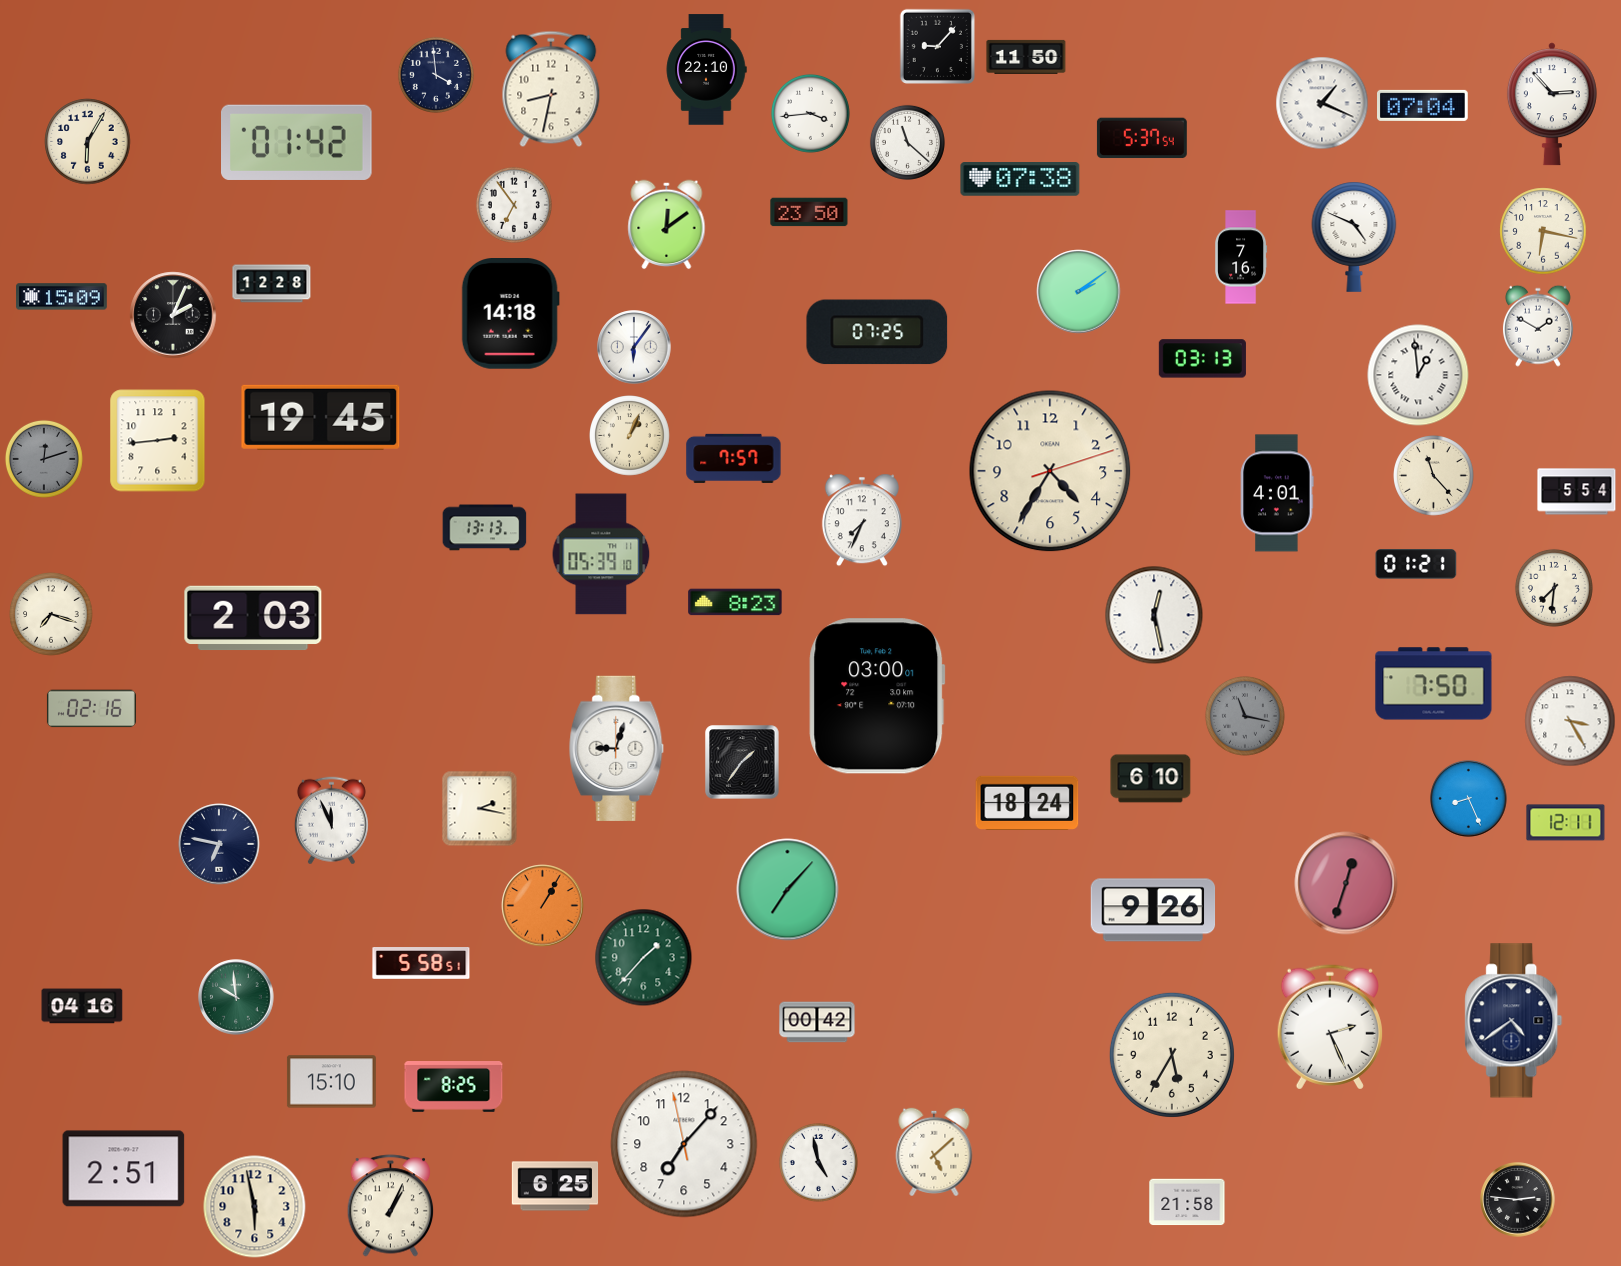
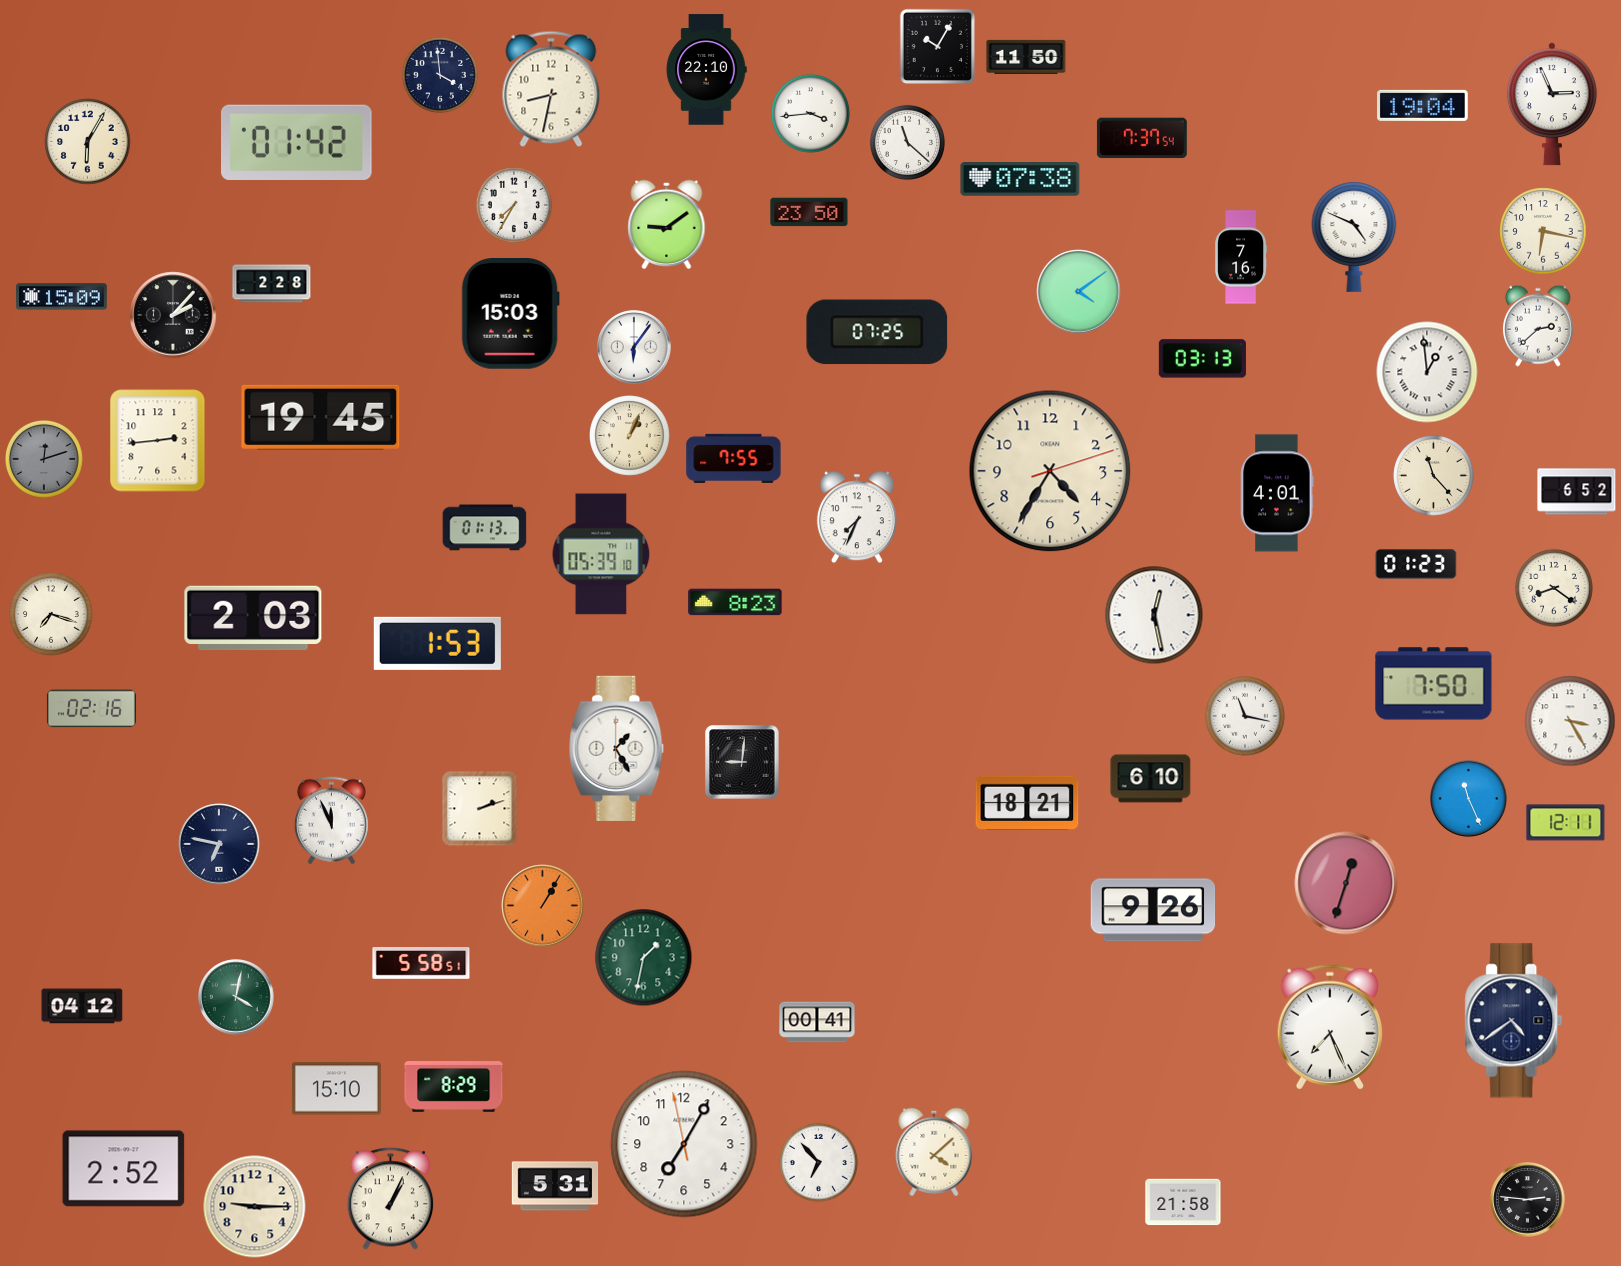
clock at (937, 46): 9:07 -> 10:05
clock at (436, 75) position: (436, 75) -> (440, 75)
clock at (1322, 103): 1:19 -> none
clock at (1552, 104): 2:53 -> 2:56
clock at (1423, 105): 07:04 -> 19:04
clock at (1142, 138): 5:37 -> 7:37
clock at (514, 205): 6:54 -> 7:35
clock at (667, 225): 12:09 -> 9:09
clock at (272, 284): 12:28 -> 2:28
clock at (1079, 292): 2:09 -> 4:09
clock at (510, 314): 14:18 -> 15:03
clock at (173, 315): 2:04 -> 2:07
clock at (1538, 326): 1:50 -> 2:38
clock at (1418, 375) position: (1418, 375) -> (1427, 372)
clock at (734, 458): 7:57 -> 7:55
clock at (1577, 492): 5:54 -> 6:52
clock at (862, 520) position: (862, 520) -> (857, 517)
clock at (485, 528): 13:13 -> 01:13
clock at (1416, 564): 01:21 -> 01:23
clock at (1554, 588): 7:31 -> 8:21
clock at (437, 643): none -> 1:53
clock at (877, 696): 03:00 -> none
clock at (1245, 716) dial: grey -> white
clock at (617, 748): 9:03 -> 1:25
clock at (742, 762): 1:36 -> 9:01
clock at (1469, 799): 8:26 -> 11:26
clock at (1027, 803): 18:24 -> 18:21
clock at (480, 809): 2:17 -> 2:12
clock at (788, 890): 7:07 -> none
clock at (644, 958): 1:37 -> 1:32
clock at (236, 997): 9:59 -> 4:02
clock at (82, 1006): 04:16 -> 04:12
clock at (817, 1022): 00:42 -> 00:41
clock at (1330, 1027): 2:26 -> 7:26
clock at (1172, 1055): 5:35 -> none
clock at (331, 1082) position: (331, 1082) -> (336, 1089)
clock at (454, 1087): 8:25 -> 8:29
clock at (684, 1144): 7:06 -> 7:04
clock at (934, 1151): 5:08 -> 4:08
clock at (818, 1162): 4:58 -> 6:53
clock at (124, 1169): 2:51 -> 2:52
clock at (555, 1186): 6:25 -> 5:31
clock at (1518, 1200) position: (1518, 1200) -> (1528, 1200)
clock at (1187, 1202) position: (1187, 1202) -> (1183, 1202)
clock at (391, 1206) position: (391, 1206) -> (391, 1199)
clock at (255, 1207): 5:58 -> 9:15
